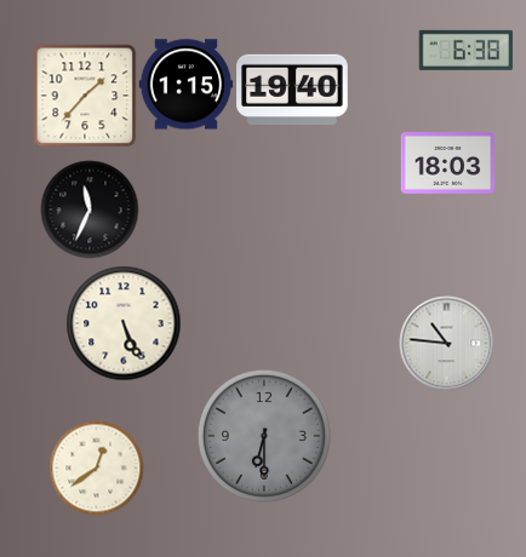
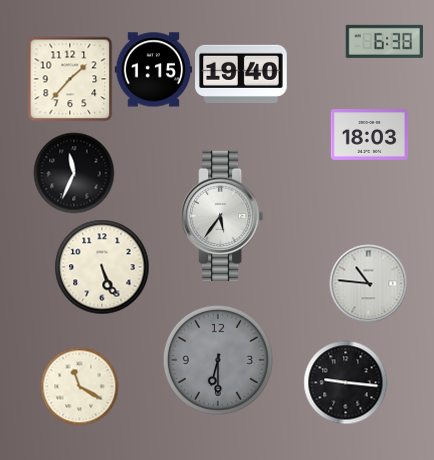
clock at (222, 216): none -> 5:36
clock at (345, 382): none -> 9:16
clock at (96, 467): 12:39 -> 11:20
